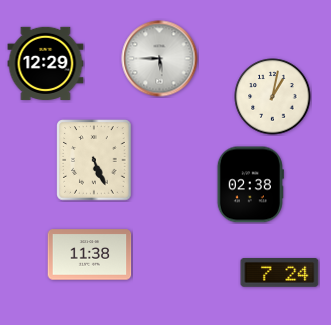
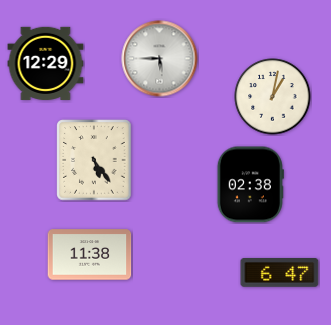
clock at (94, 160): 5:26 -> 5:24
clock at (280, 273): 7:24 -> 6:47
